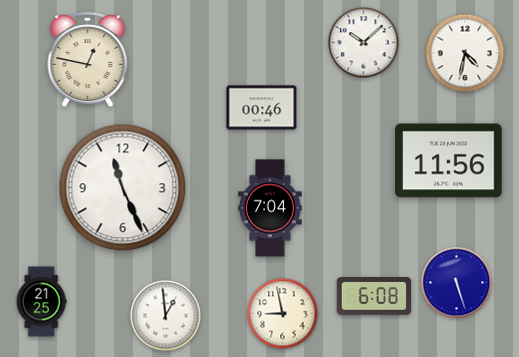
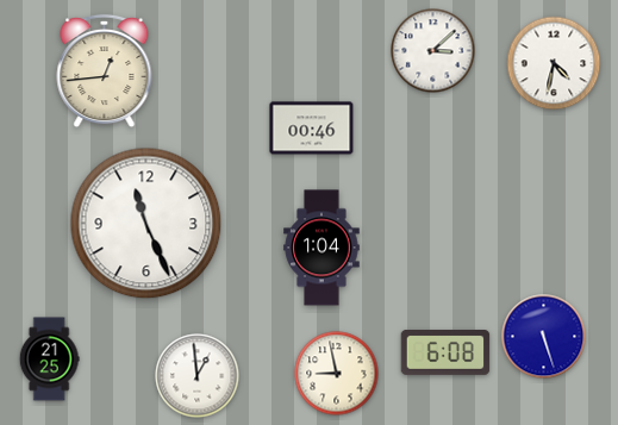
clock at (364, 43): 10:08 -> 3:08
clock at (88, 60): 12:47 -> 12:44
clock at (449, 161): 11:56 -> none
clock at (270, 208): 7:04 -> 1:04
